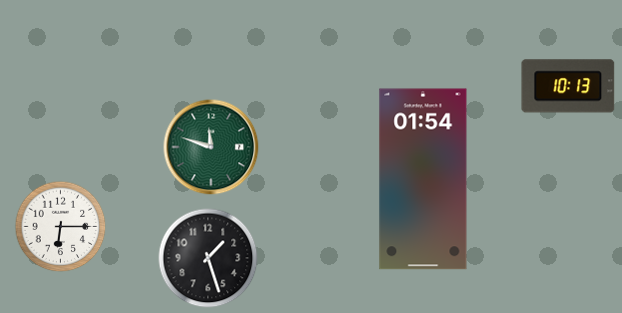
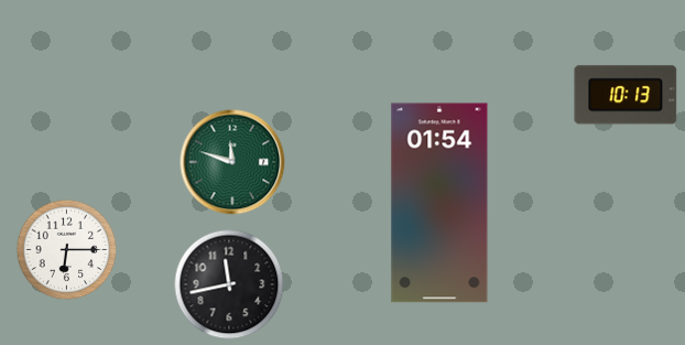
clock at (423, 179) position: (423, 179) -> (439, 203)
clock at (208, 258): 1:27 -> 11:43
